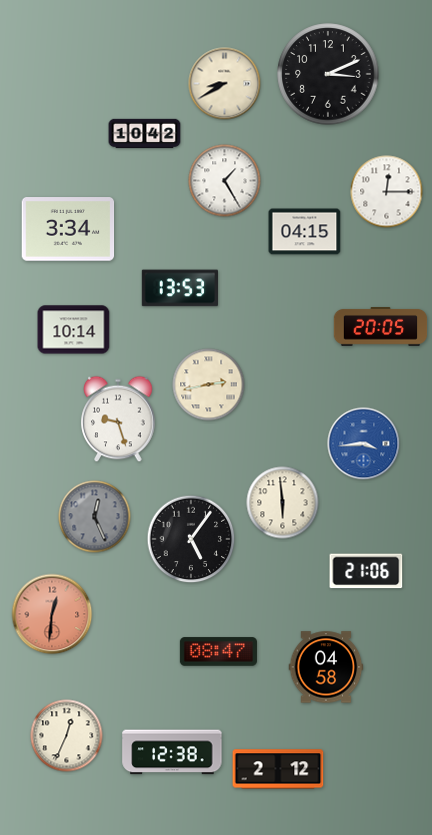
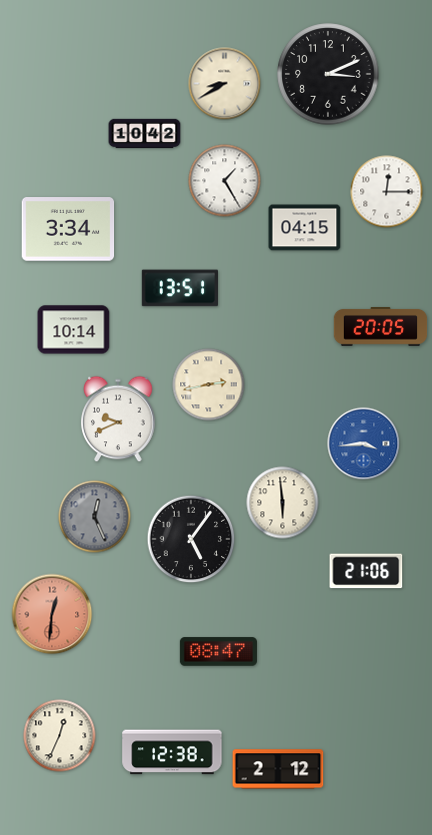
clock at (305, 232) position: (305, 232) -> (305, 228)
clock at (179, 288): 13:53 -> 13:51
clock at (118, 419): 9:27 -> 9:41
clock at (326, 667): 04:58 -> none
clock at (67, 736) position: (67, 736) -> (60, 736)
